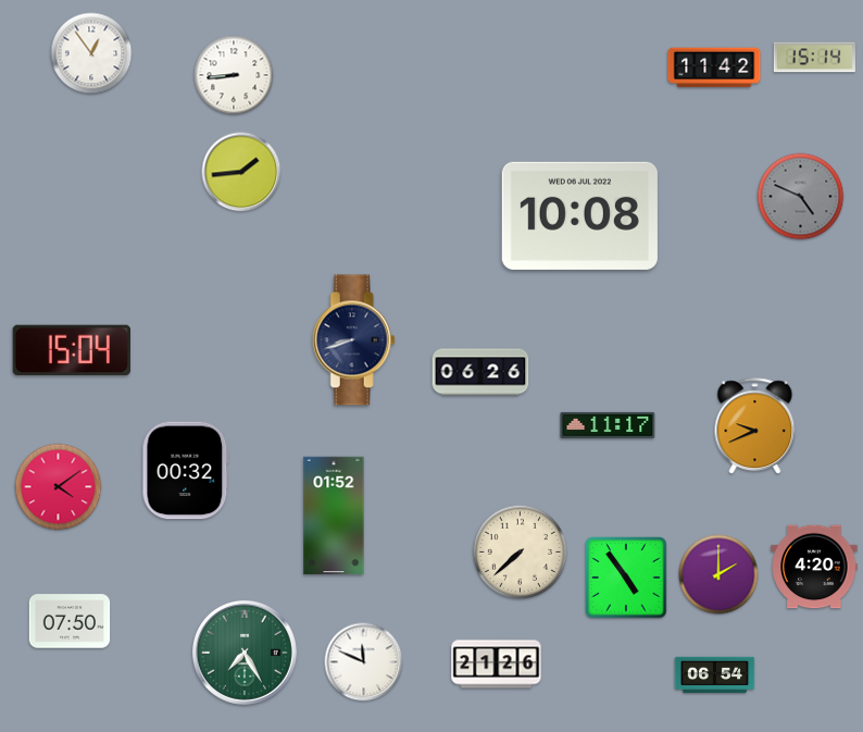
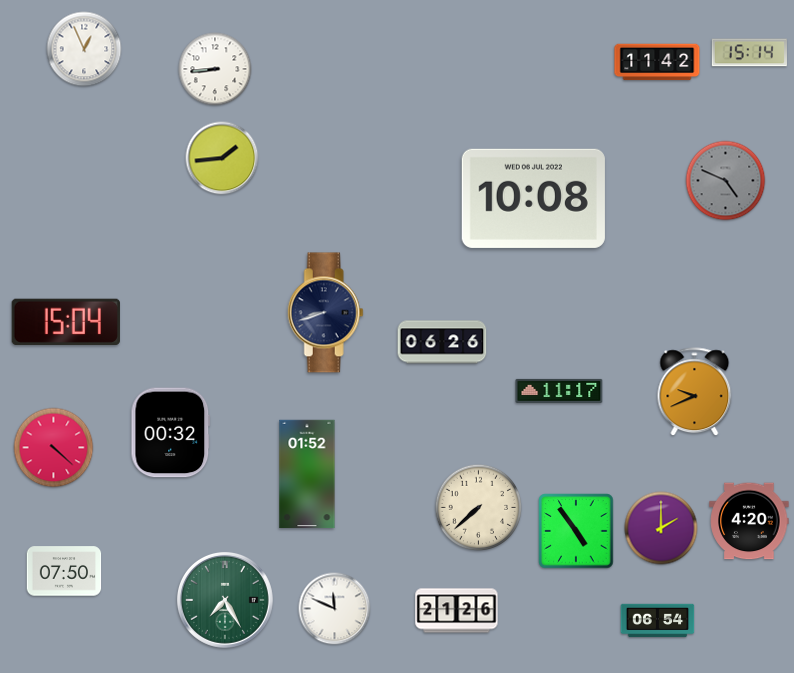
clock at (91, 53): 12:54 -> 12:56
clock at (801, 197) position: (801, 197) -> (726, 181)
clock at (59, 487): 4:09 -> 4:22
